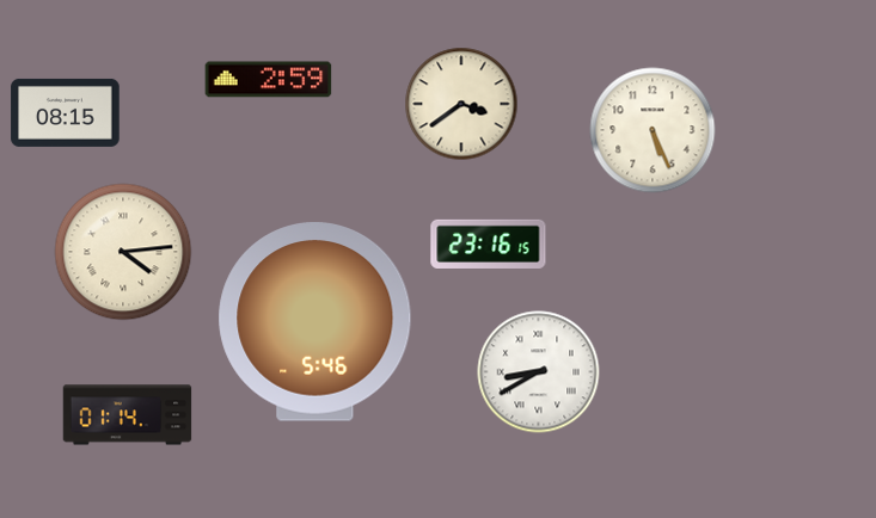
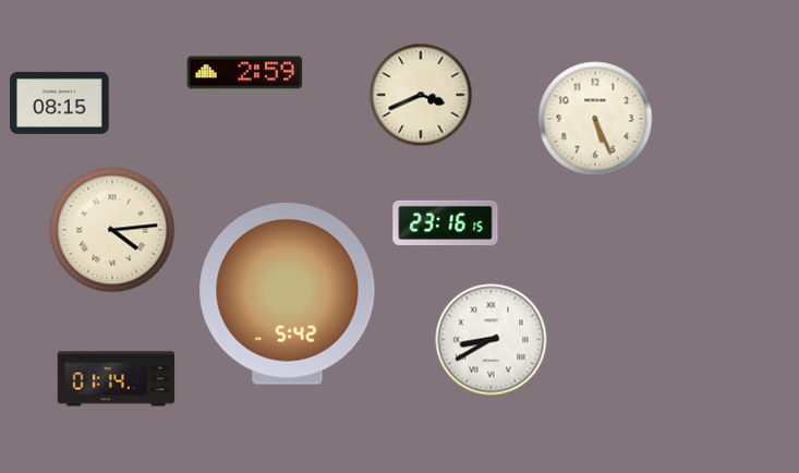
clock at (461, 104): 3:39 -> 3:41
clock at (316, 322): 5:46 -> 5:42
